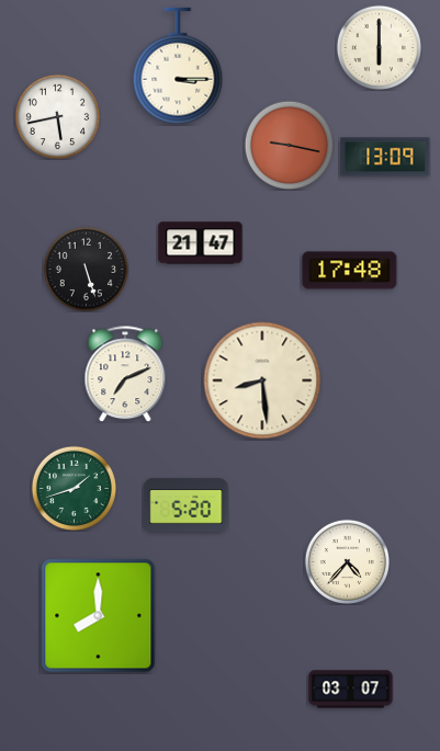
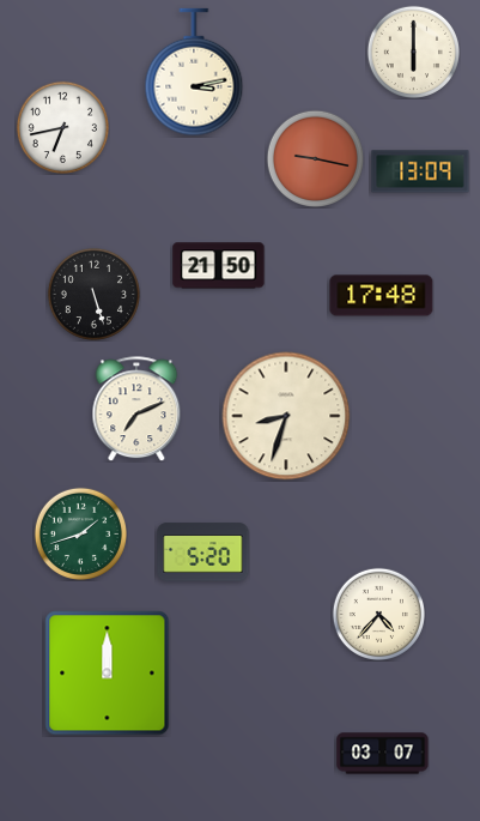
clock at (178, 66): 3:15 -> 3:13
clock at (57, 116): 5:43 -> 6:43
clock at (201, 243): 21:47 -> 21:50
clock at (262, 380): 8:29 -> 8:33
clock at (99, 616): 8:00 -> 12:00
